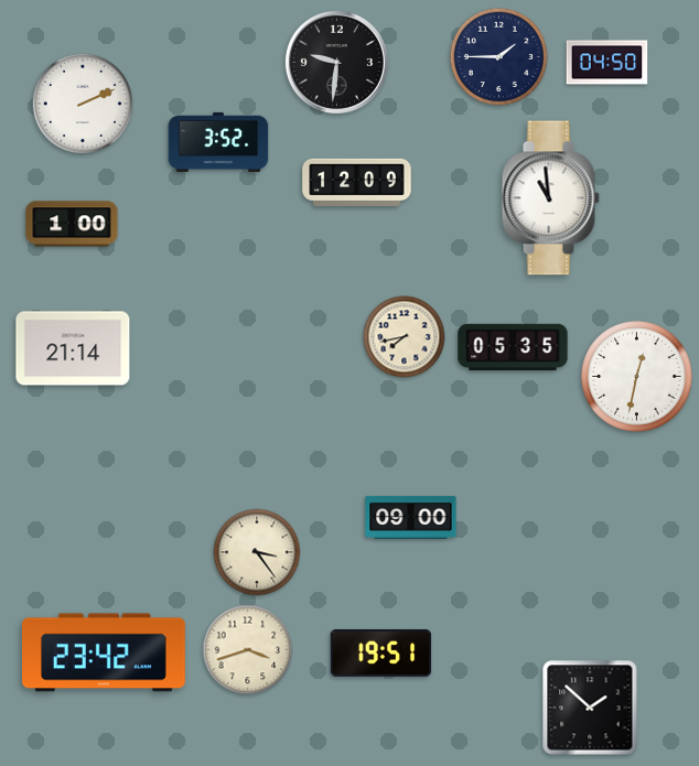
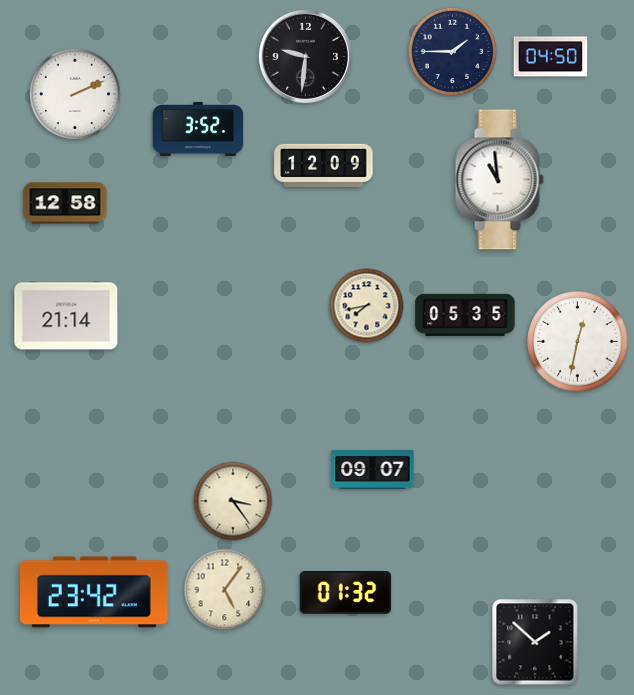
clock at (72, 224): 1:00 -> 12:58
clock at (411, 517): 09:00 -> 09:07
clock at (248, 650): 3:42 -> 5:06
clock at (381, 652): 19:51 -> 01:32
